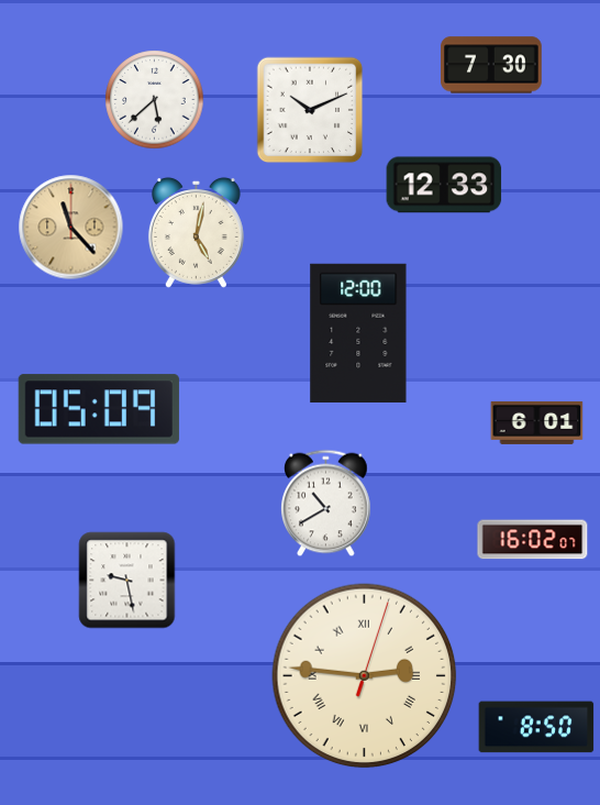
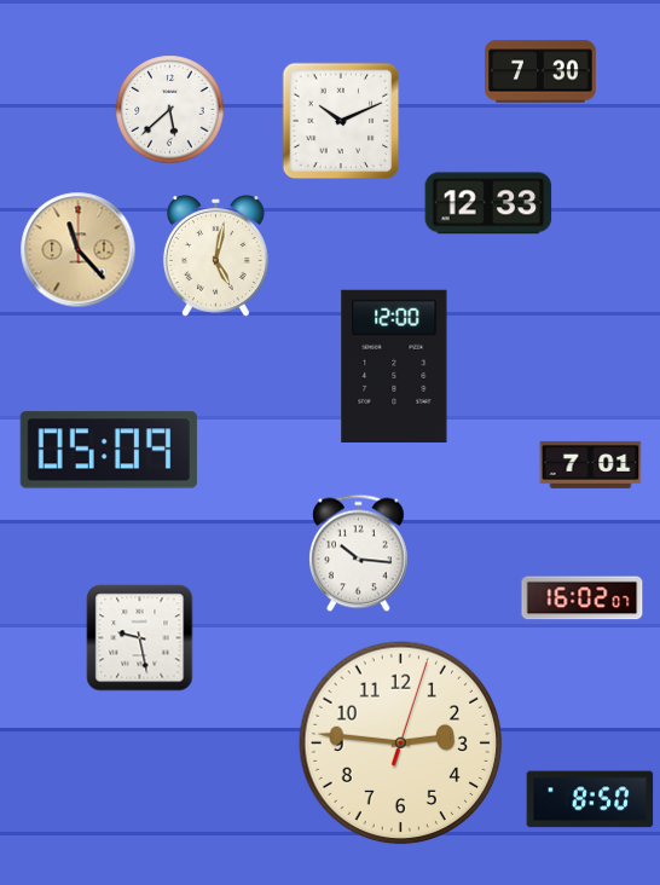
clock at (537, 422): 6:01 -> 7:01
clock at (326, 504): 10:40 -> 10:16
clock at (533, 540) position: (533, 540) -> (583, 598)
clock at (365, 676) numerals: Roman -> Arabic
